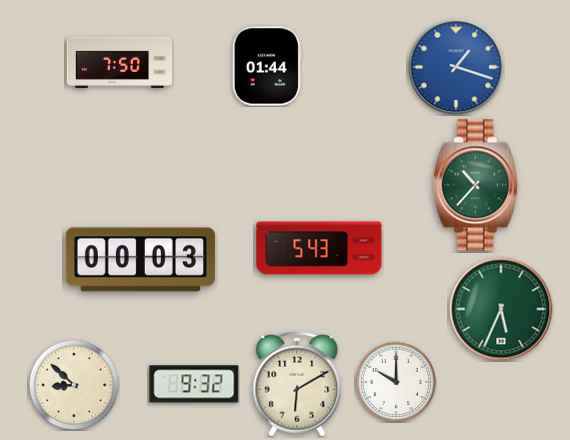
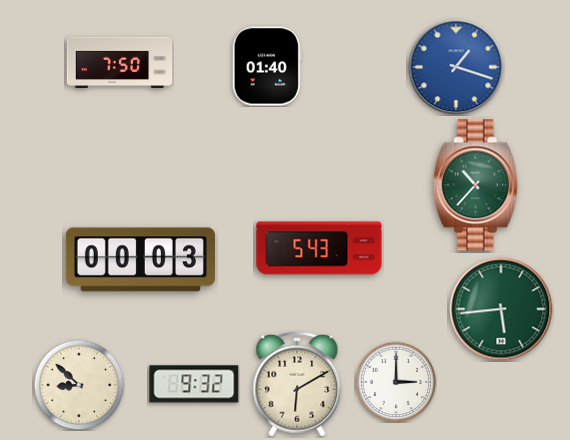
clock at (267, 66): 01:44 -> 01:40
clock at (501, 309): 5:34 -> 5:44
clock at (396, 382): 10:00 -> 3:00
clock at (74, 385) position: (74, 385) -> (79, 385)
